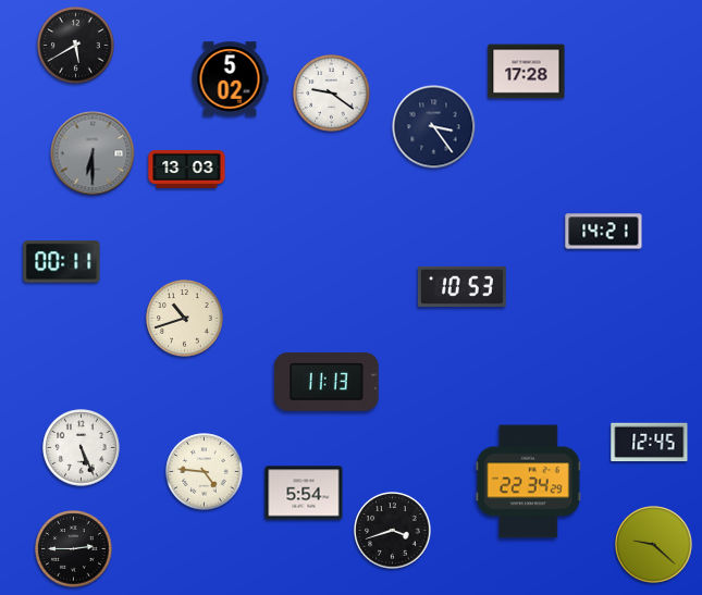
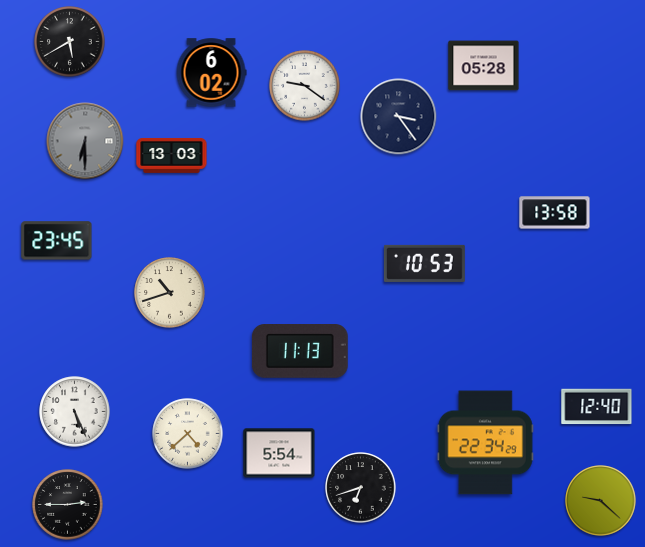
clock at (527, 72): 17:28 -> 05:28
clock at (230, 79): 5:02 -> 6:02
clock at (604, 232): 14:21 -> 13:58
clock at (62, 262): 00:11 -> 23:45
clock at (650, 443): 12:45 -> 12:40
clock at (205, 472): 4:46 -> 4:38
clock at (393, 531): 3:42 -> 6:42
